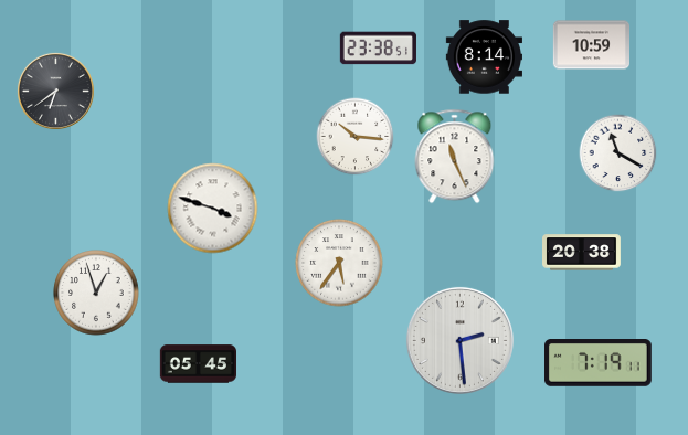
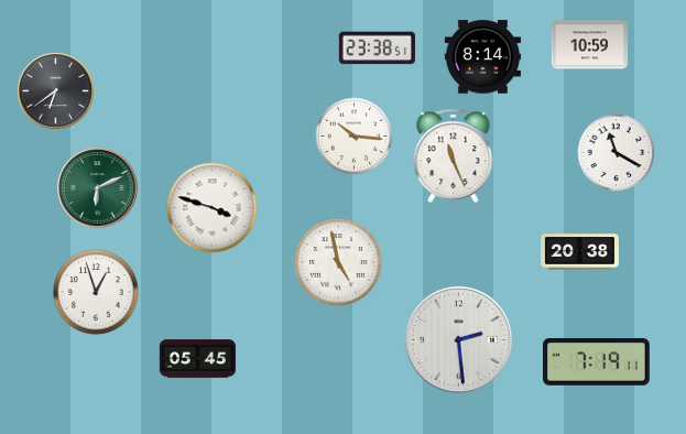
clock at (98, 188): none -> 6:11
clock at (339, 263): 5:36 -> 4:58
clock at (198, 364) position: (198, 364) -> (197, 359)
